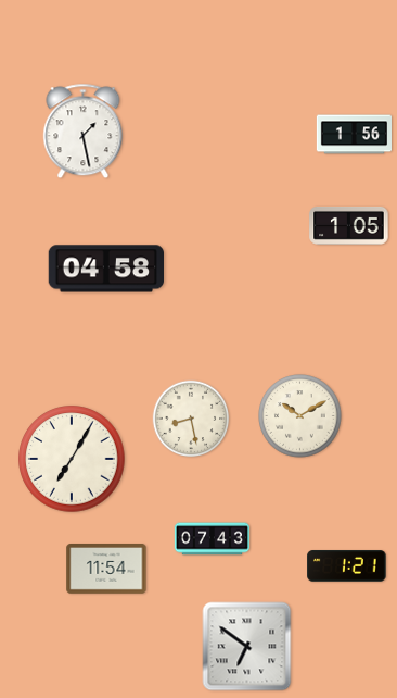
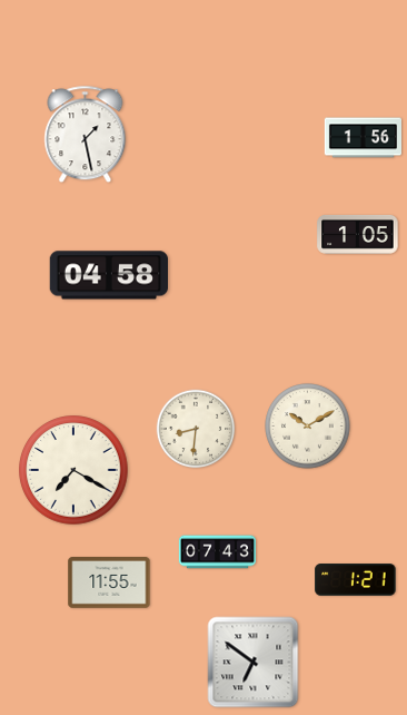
clock at (349, 225) position: (349, 225) -> (358, 234)
clock at (191, 419): 8:28 -> 8:31
clock at (72, 459): 7:05 -> 7:20
clock at (106, 570): 11:54 -> 11:55
